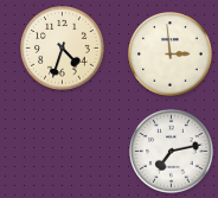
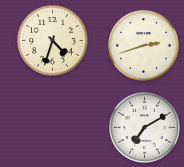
clock at (171, 55): 2:59 -> 2:42
clock at (172, 152): 7:13 -> 7:10
